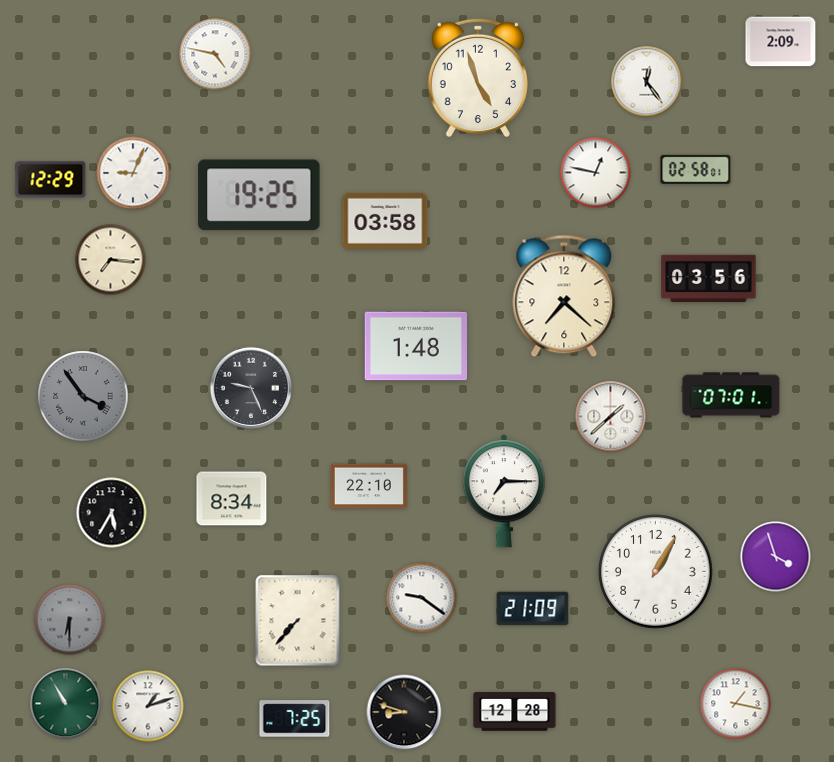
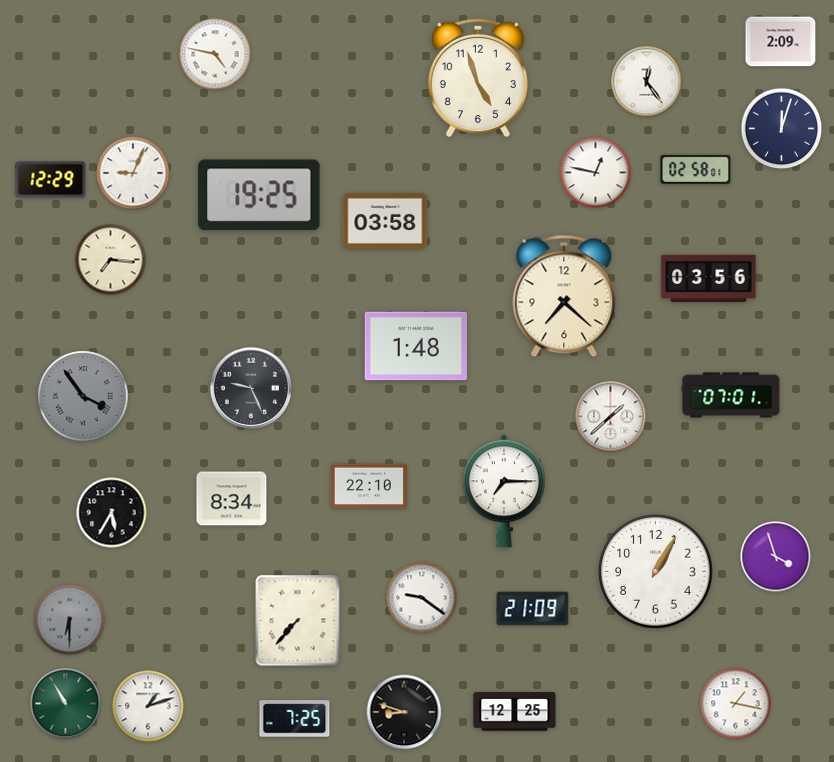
clock at (782, 129): none -> 12:03
clock at (515, 712): 12:28 -> 12:25
